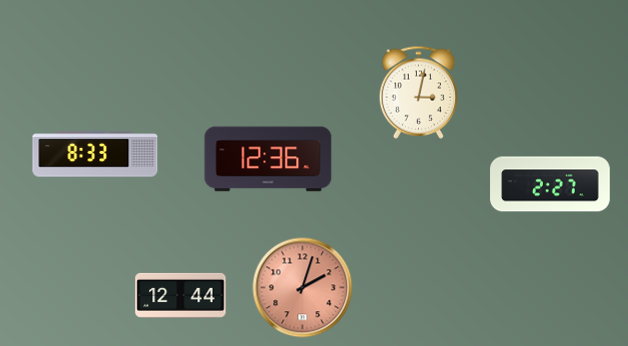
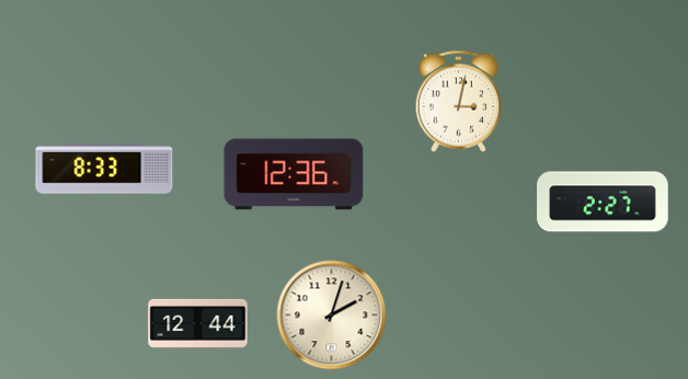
clock at (303, 288) dial: salmon -> cream
